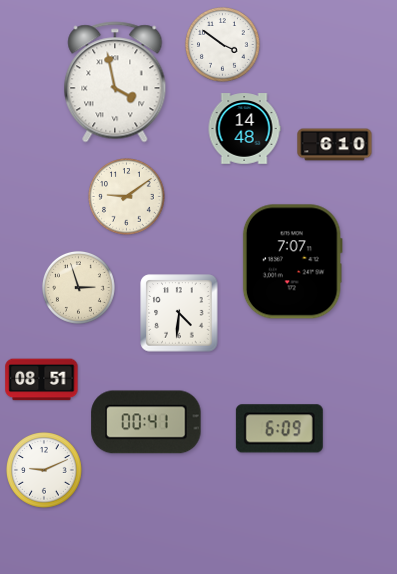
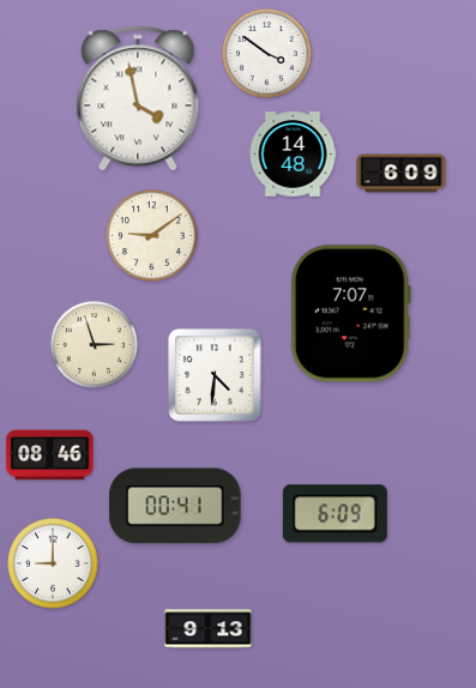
clock at (335, 145): 6:10 -> 6:09
clock at (42, 380): 08:51 -> 08:46
clock at (44, 470): 9:11 -> 9:00
clock at (209, 629): none -> 9:13
